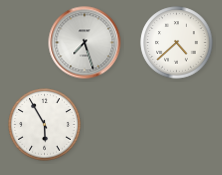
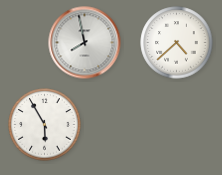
clock at (85, 43): 7:27 -> 7:58
